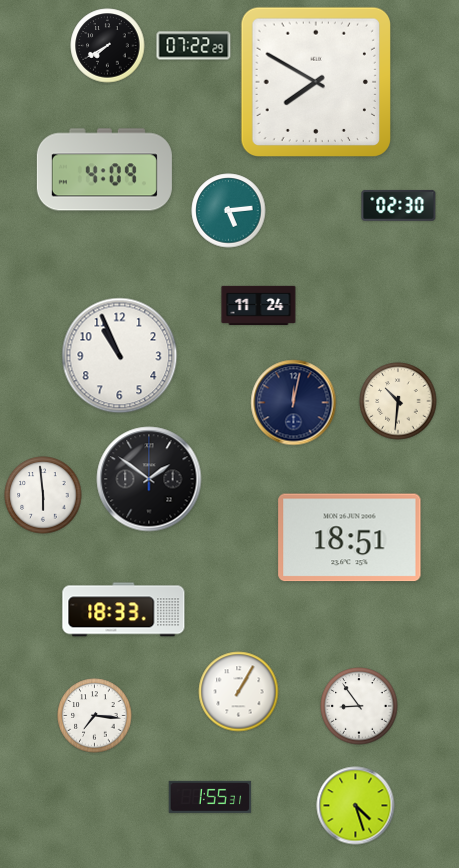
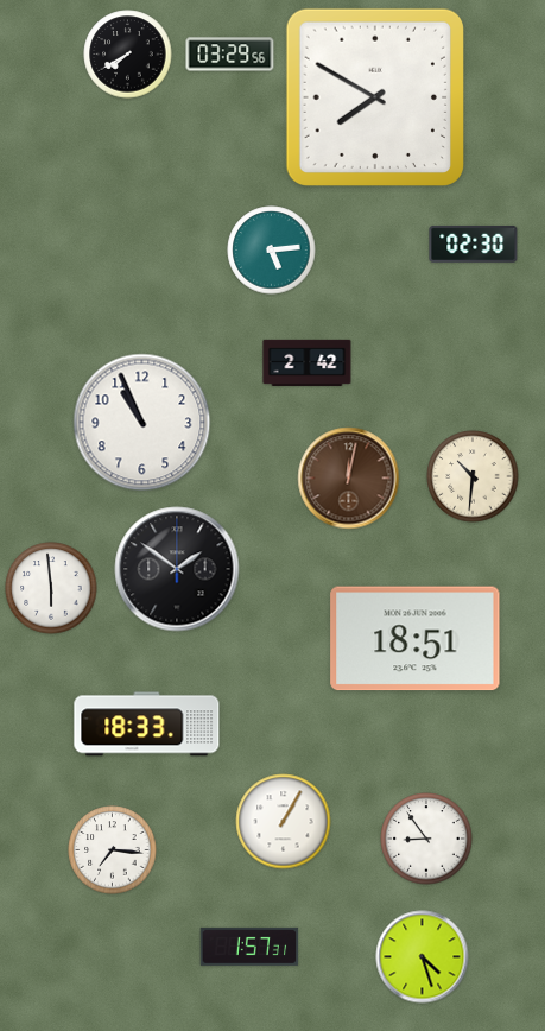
clock at (194, 46): 07:22 -> 03:29
clock at (104, 170): 4:09 -> none
clock at (259, 305): 11:24 -> 2:42
clock at (294, 403) dial: navy -> brown
clock at (210, 797): 1:55 -> 1:57
